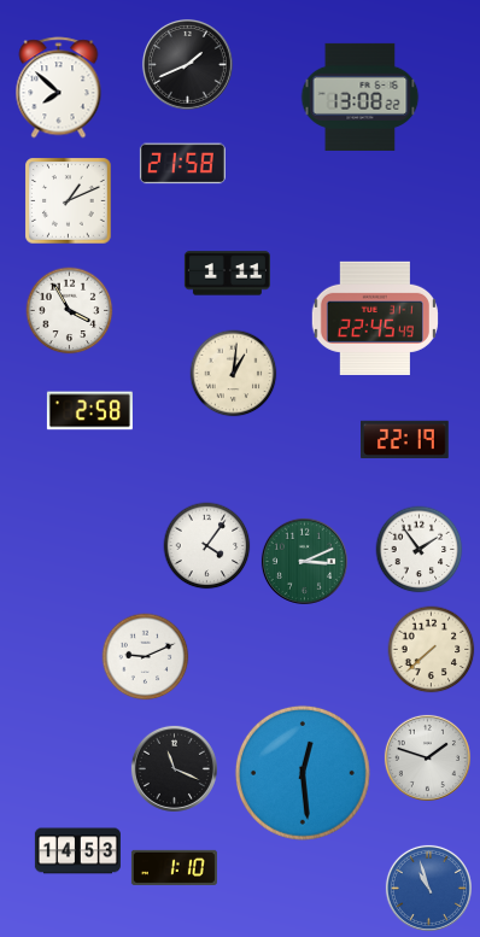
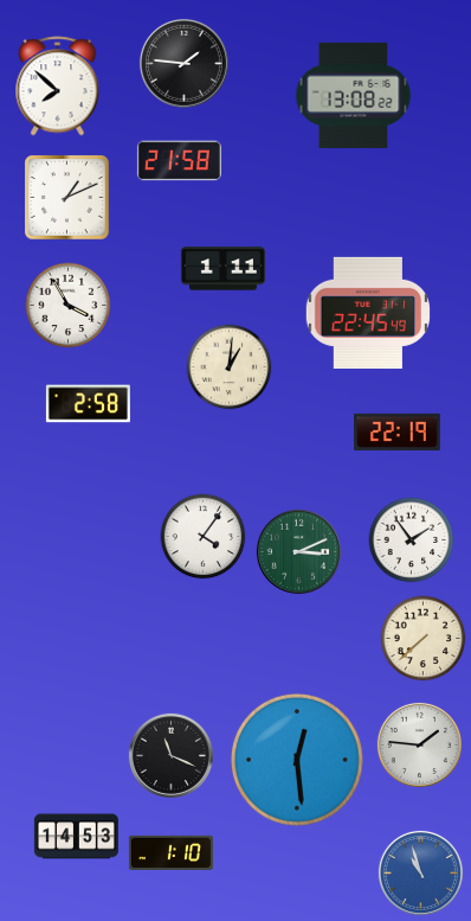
clock at (187, 64): 1:41 -> 1:46
clock at (146, 657): 9:11 -> none
clock at (427, 757): 1:48 -> 1:46
